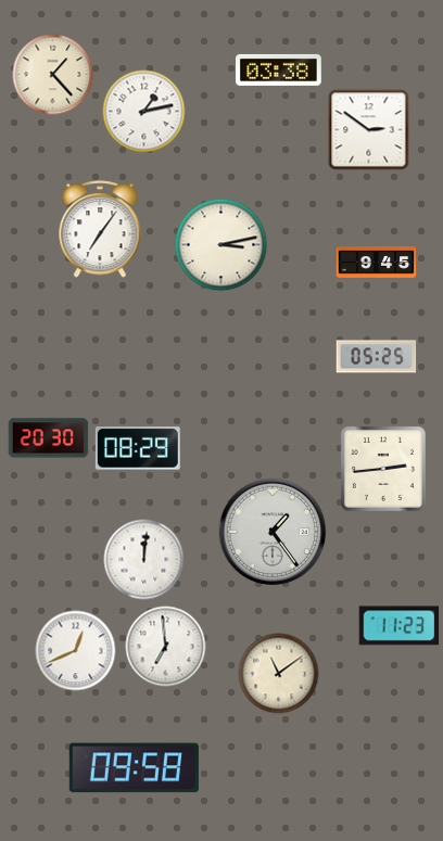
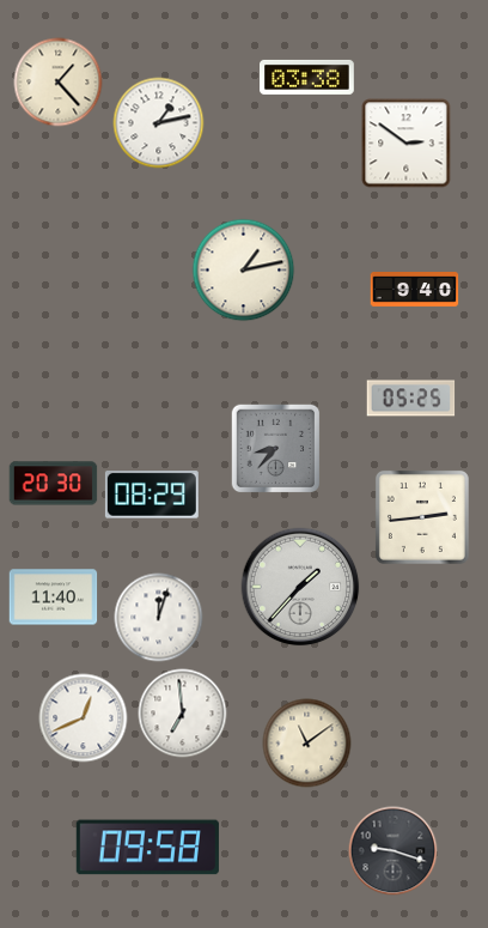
clock at (100, 230): 7:06 -> none
clock at (221, 245): 3:13 -> 1:13
clock at (377, 263): 9:45 -> 9:40
clock at (377, 357) position: (377, 357) -> (411, 399)
clock at (276, 449): none -> 8:37
clock at (273, 532): 1:24 -> 1:37
clock at (54, 598): none -> 11:40
clock at (144, 560): 12:01 -> 12:03
clock at (400, 626): 11:23 -> none
clock at (394, 851): none -> 9:18
